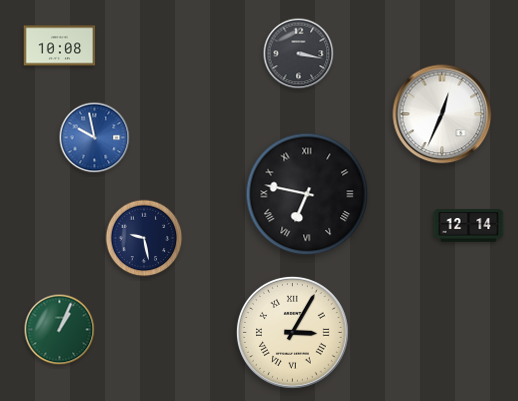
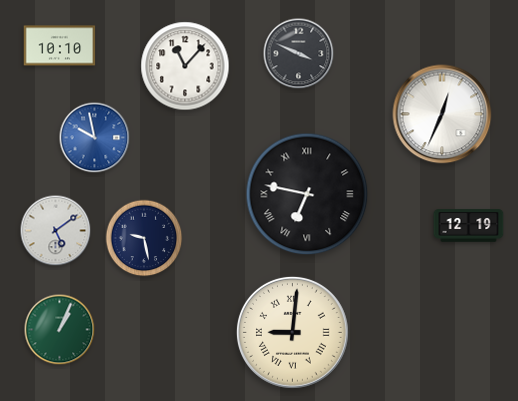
clock at (60, 46): 10:08 -> 10:10
clock at (299, 54): 3:17 -> 3:49
clock at (185, 66): none -> 11:07
clock at (469, 226): 12:14 -> 12:19
clock at (56, 231): none -> 5:09
clock at (292, 332): 3:05 -> 9:01
